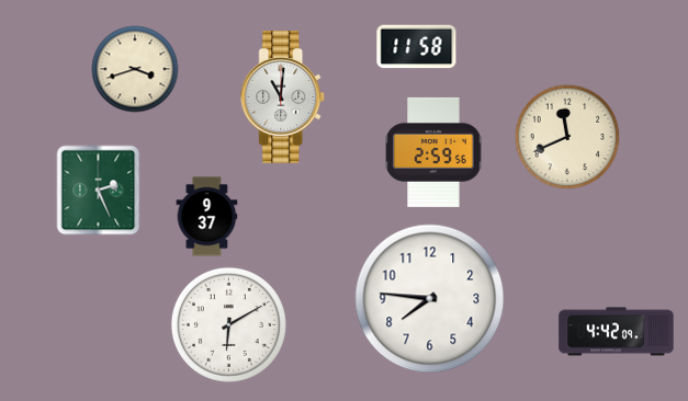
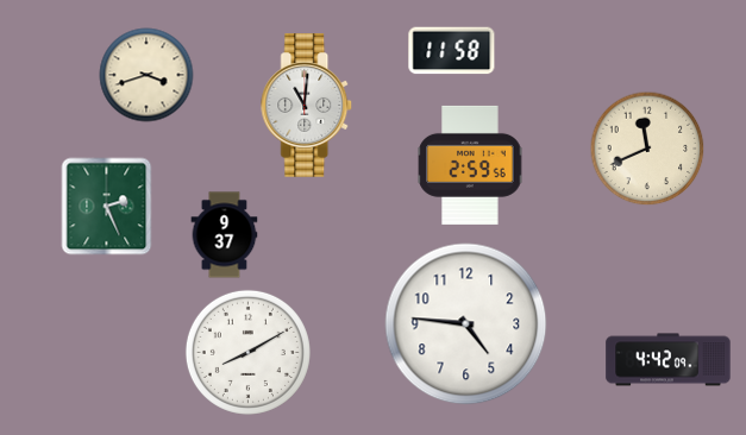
clock at (567, 137) position: (567, 137) -> (647, 149)
clock at (430, 299): 7:46 -> 4:46
clock at (228, 324): 6:10 -> 8:10
